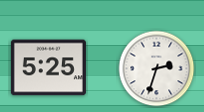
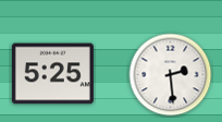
clock at (157, 69): 2:33 -> 2:29
